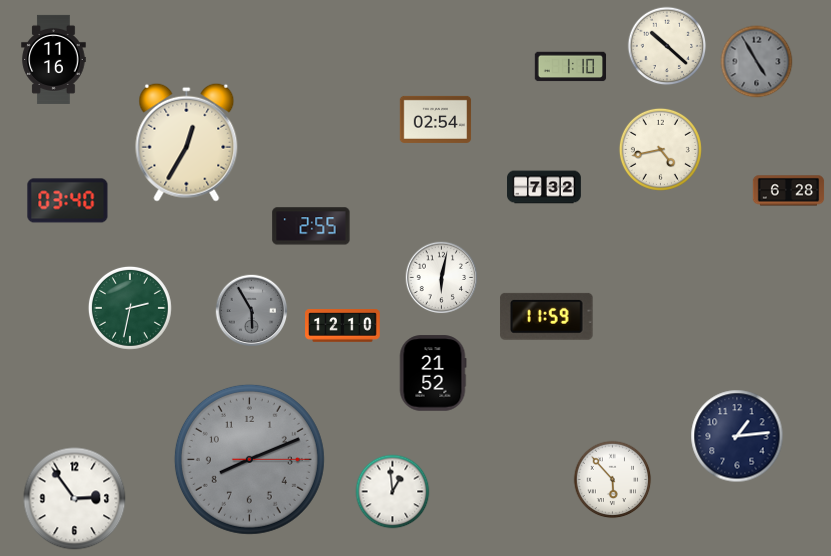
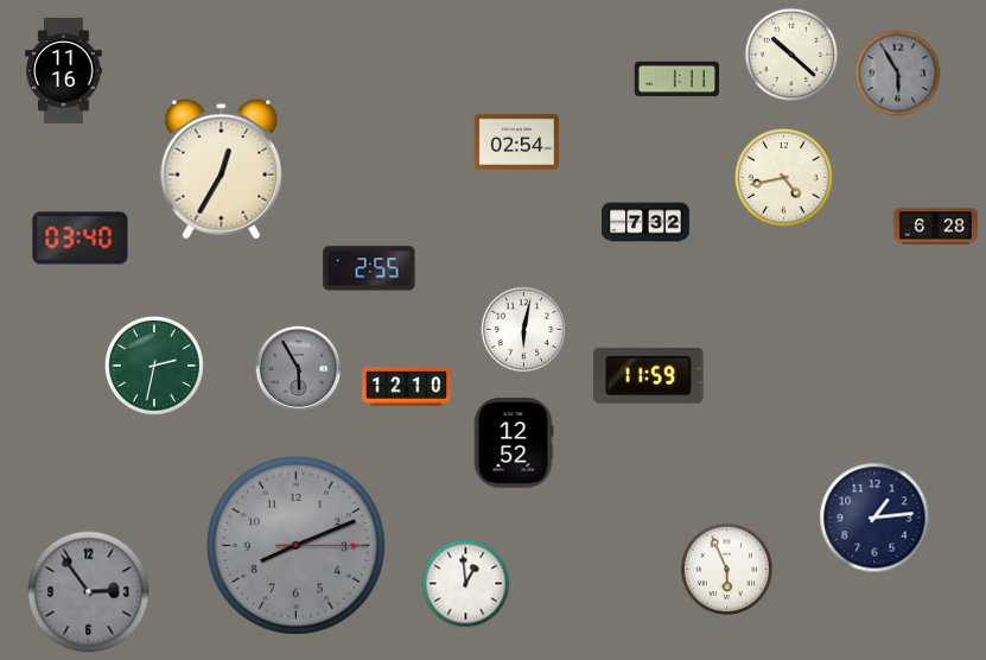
clock at (757, 62): 4:55 -> 5:55
clock at (571, 67): 1:10 -> 1:11
clock at (433, 373): 21:52 -> 12:52
clock at (613, 480): 5:53 -> 5:56
clock at (75, 499) dial: white -> grey
